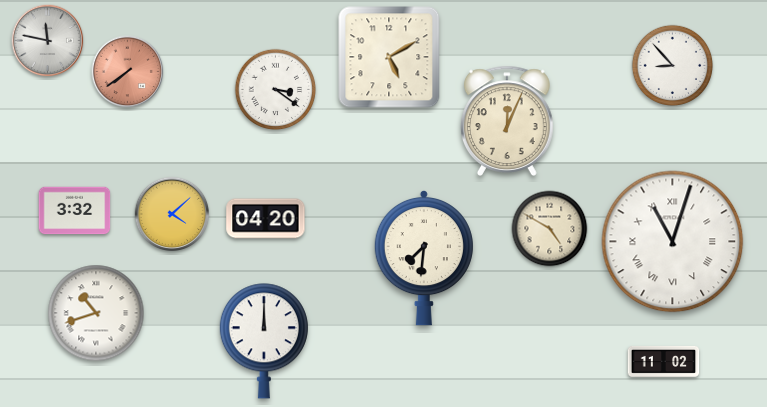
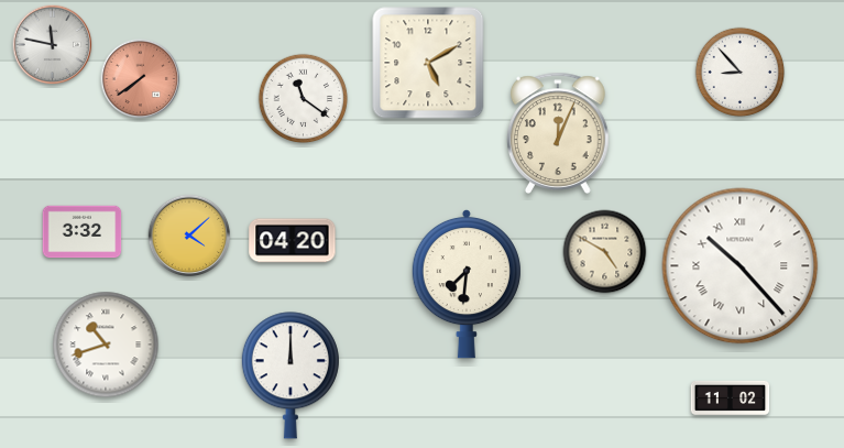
clock at (276, 90): 3:21 -> 11:21
clock at (673, 242): 11:03 -> 10:23
